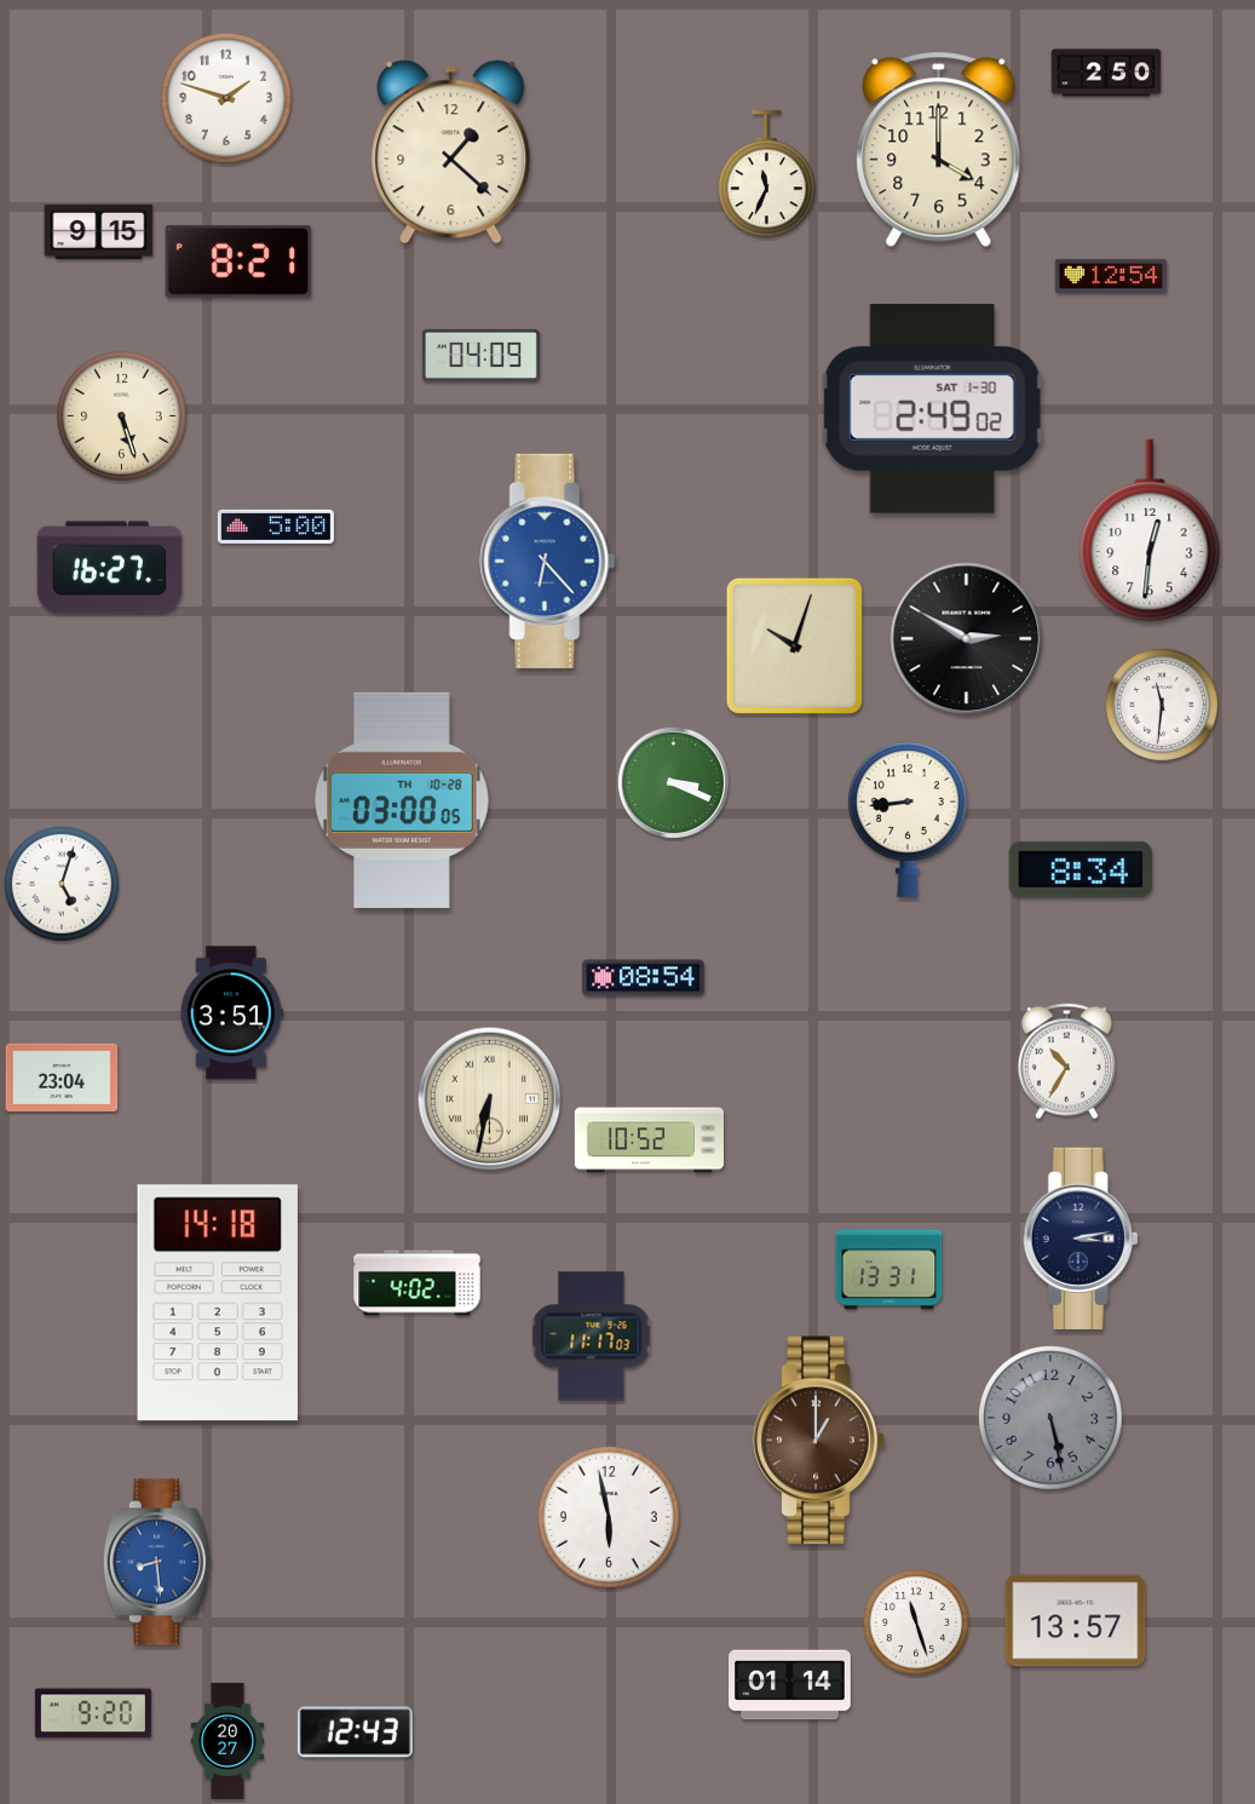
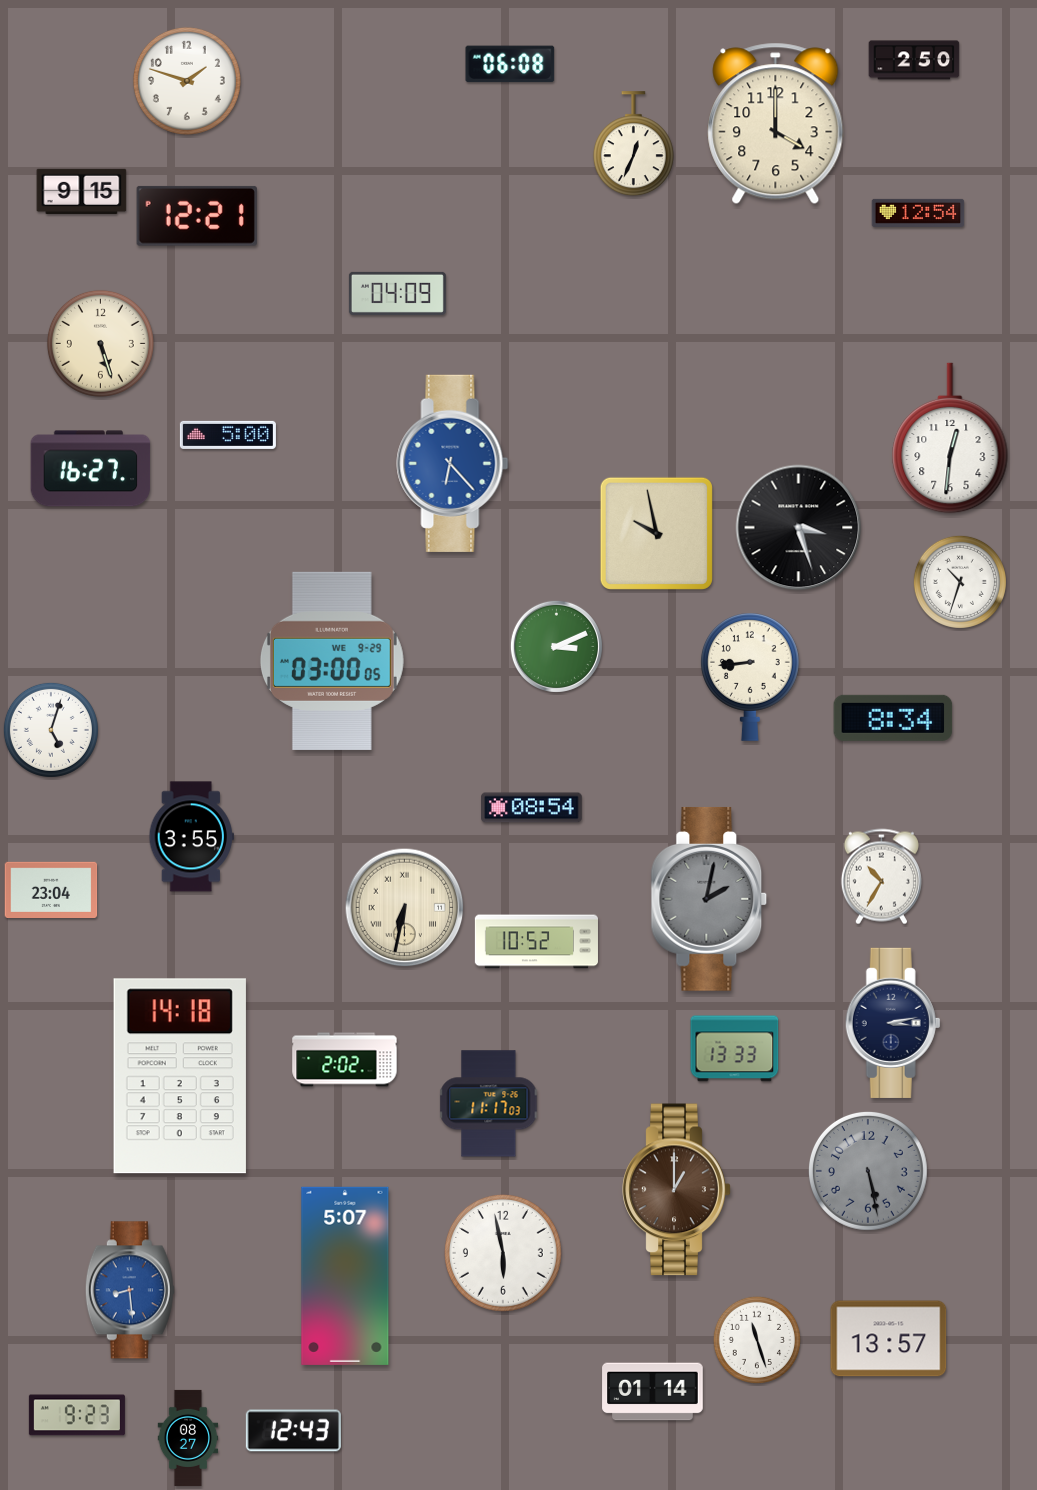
clock at (510, 64): none -> 06:08
clock at (451, 153): 1:22 -> none
clock at (766, 174): 11:34 -> 12:34
clock at (238, 262): 8:21 -> 12:21
clock at (1111, 276) position: (1111, 276) -> (918, 213)
clock at (933, 409): 2:49 -> none
clock at (967, 639): 2:50 -> 3:27
clock at (794, 645): 10:03 -> 9:58
clock at (1162, 705): 11:31 -> 10:33
clock at (673, 782): 3:19 -> 3:11
clock at (402, 800) date: TH 10-28 -> WE 9-29
clock at (231, 1013): 3:51 -> 3:55
clock at (709, 899): none -> 2:02
clock at (890, 1270): 13:31 -> 13:33
clock at (418, 1283): 4:02 -> 2:02
clock at (345, 1276): none -> 5:07
clock at (93, 1713): 9:20 -> 9:23
clock at (228, 1741): 20:27 -> 08:27
